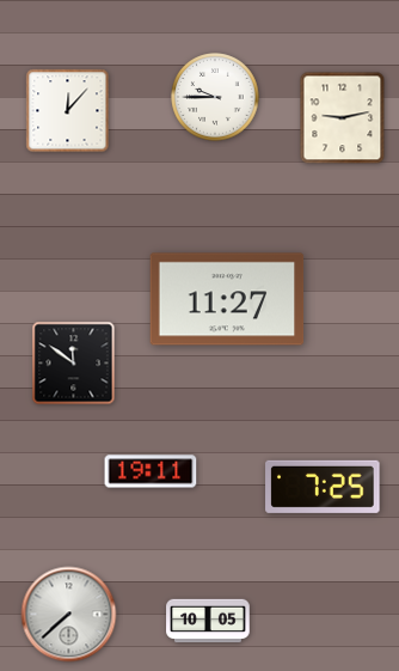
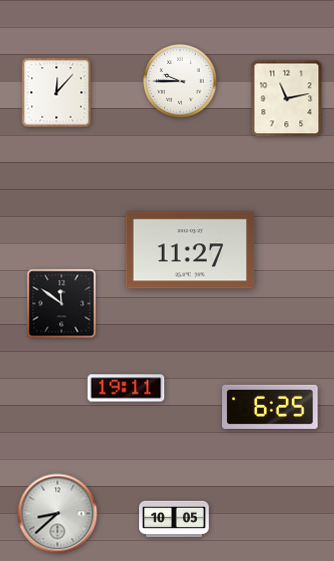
clock at (343, 118): 9:13 -> 11:13
clock at (151, 471) position: (151, 471) -> (126, 388)
clock at (323, 487): 7:25 -> 6:25
clock at (69, 615): 7:38 -> 8:38
